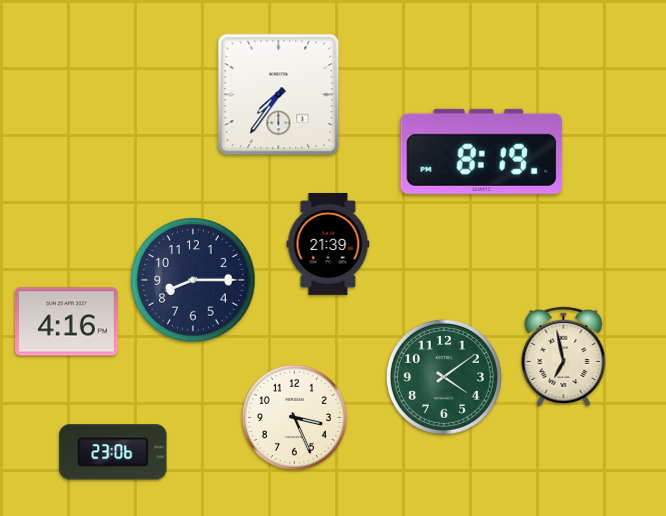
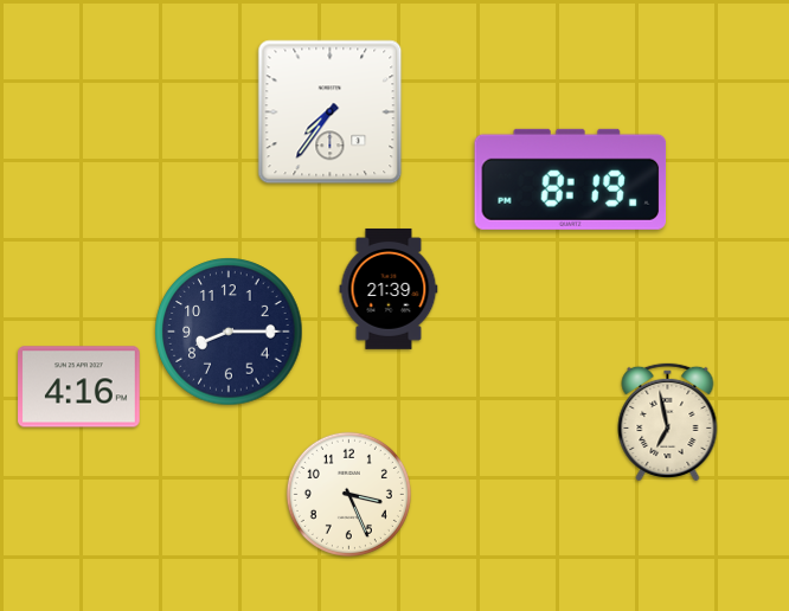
clock at (67, 322) position: (67, 322) -> (79, 387)
clock at (444, 377): 4:09 -> none
clock at (113, 452): 23:06 -> none
